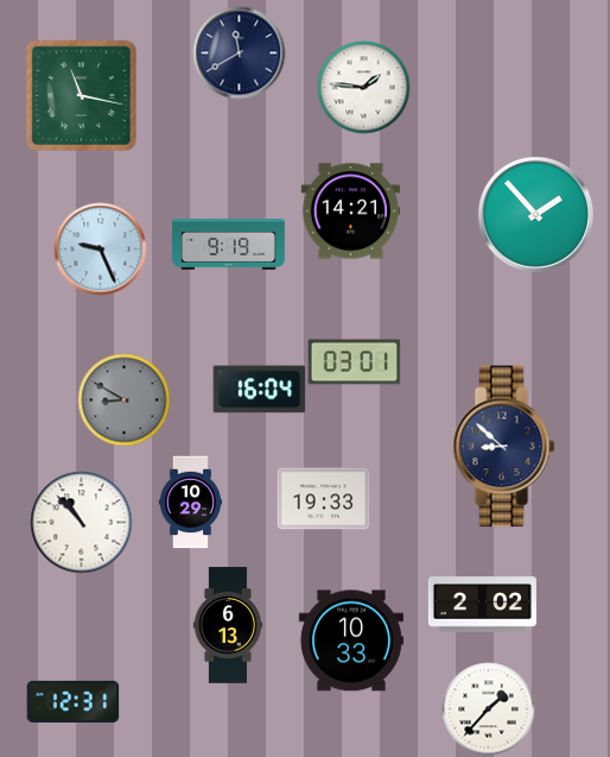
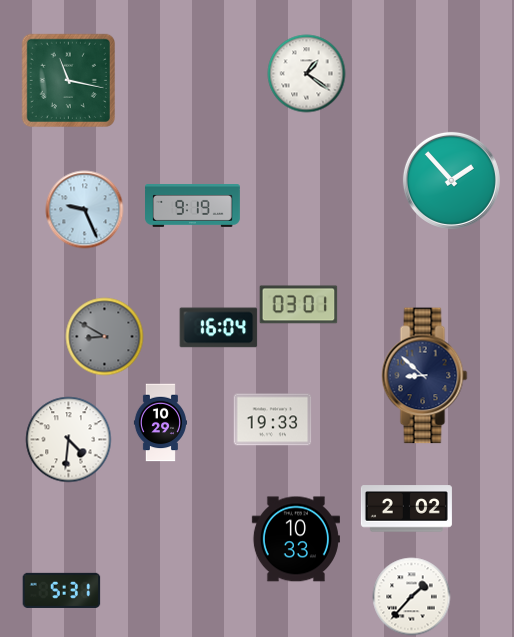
clock at (239, 52): 11:40 -> none
clock at (363, 87): 1:46 -> 1:21
clock at (350, 212): 14:21 -> none
clock at (81, 522): 10:53 -> 4:31
clock at (228, 625): 6:13 -> none
clock at (72, 701): 12:31 -> 5:31
